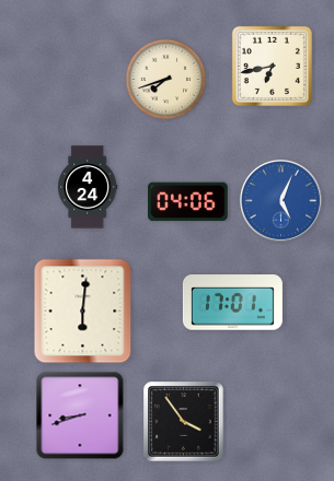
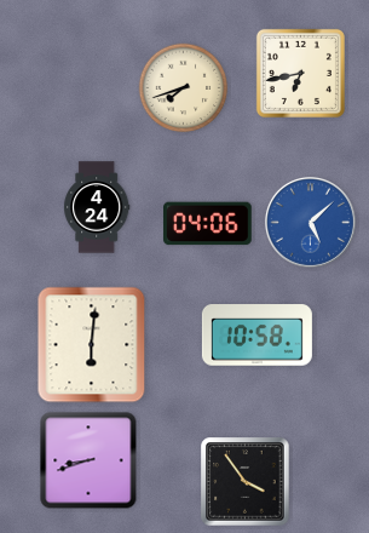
clock at (280, 200): 5:04 -> 5:08
clock at (232, 303): 17:01 -> 10:58
clock at (184, 422) position: (184, 422) -> (246, 482)
